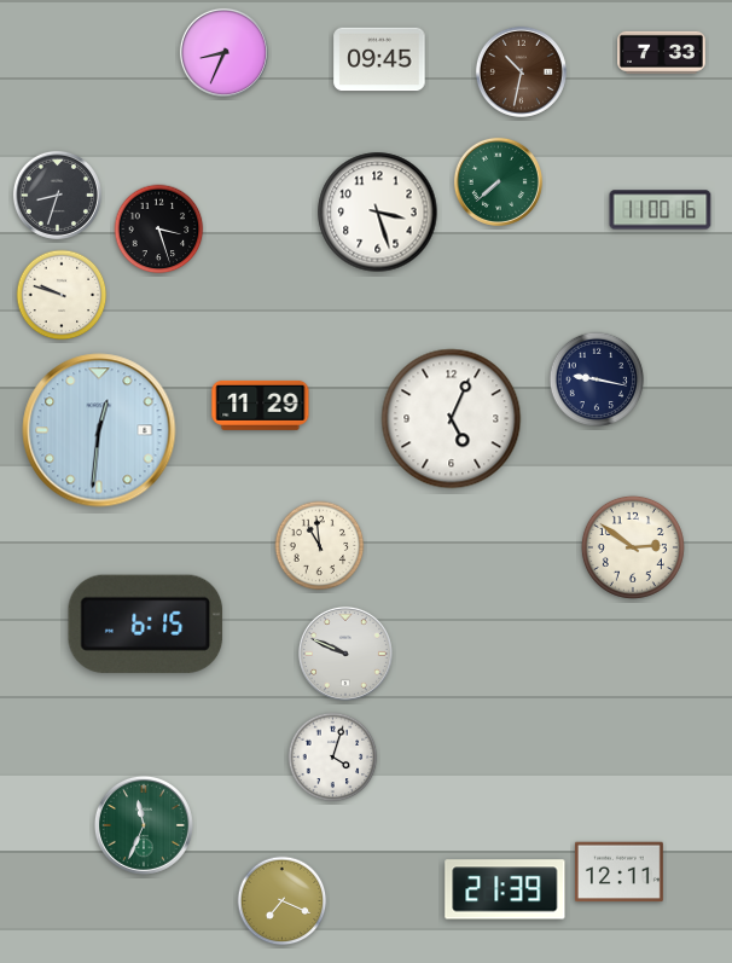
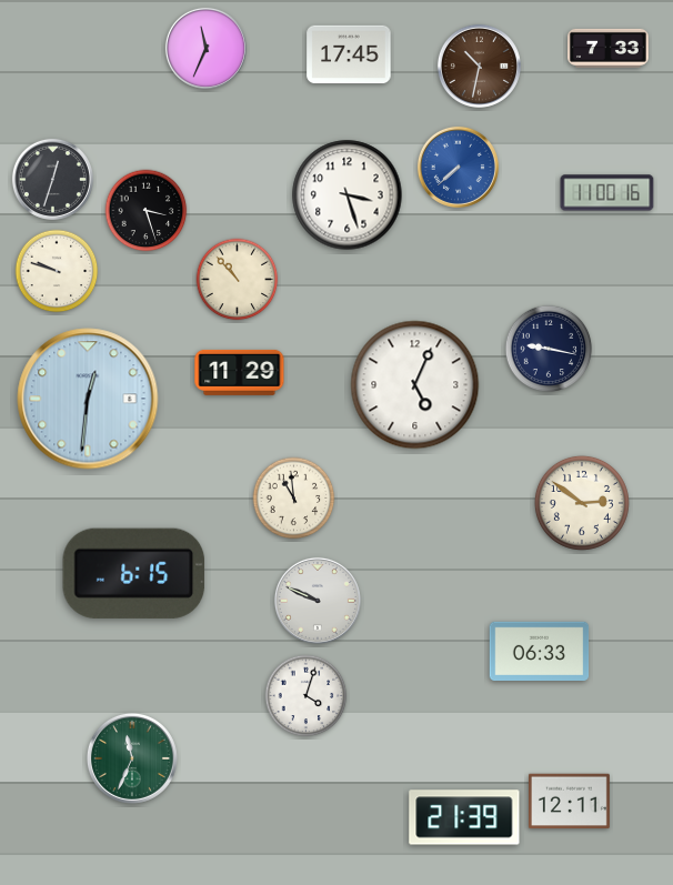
clock at (223, 52): 8:34 -> 11:34
clock at (379, 59): 09:45 -> 17:45
clock at (498, 181) dial: green -> blue
clock at (57, 195): 8:33 -> 12:33
clock at (238, 280): none -> 10:53
clock at (99, 430) position: (99, 430) -> (88, 399)
clock at (320, 546) position: (320, 546) -> (294, 499)
clock at (540, 651): none -> 06:33
clock at (283, 901): 7:19 -> none
